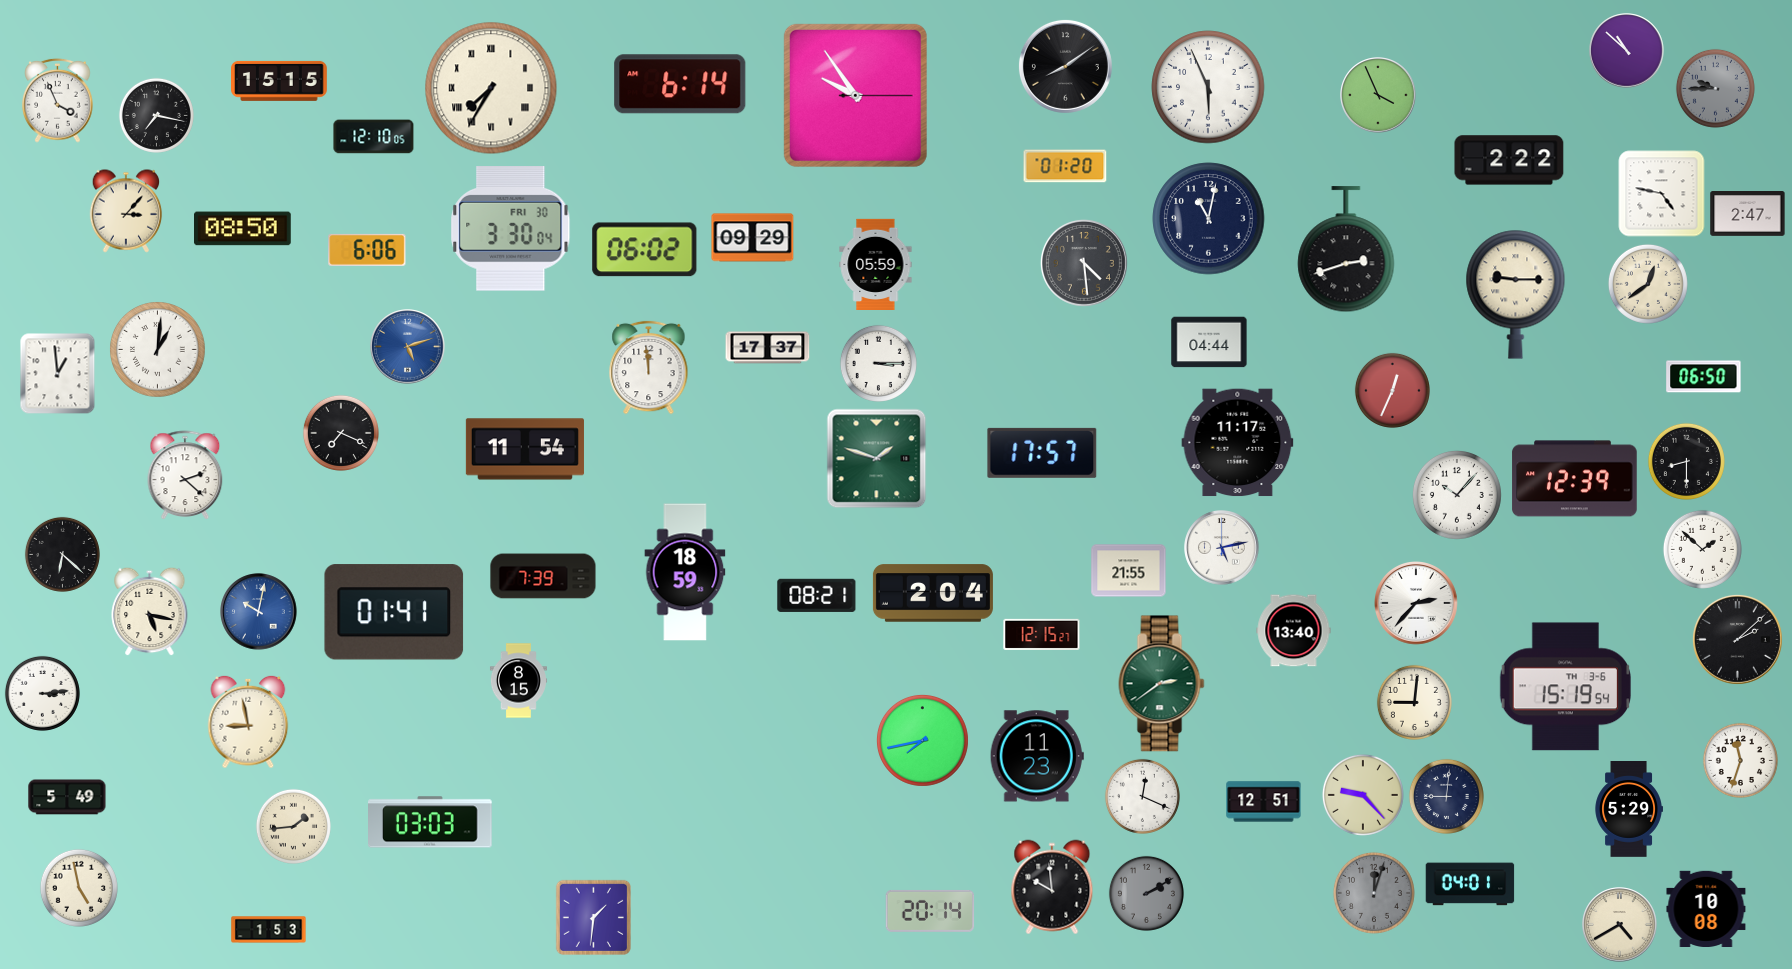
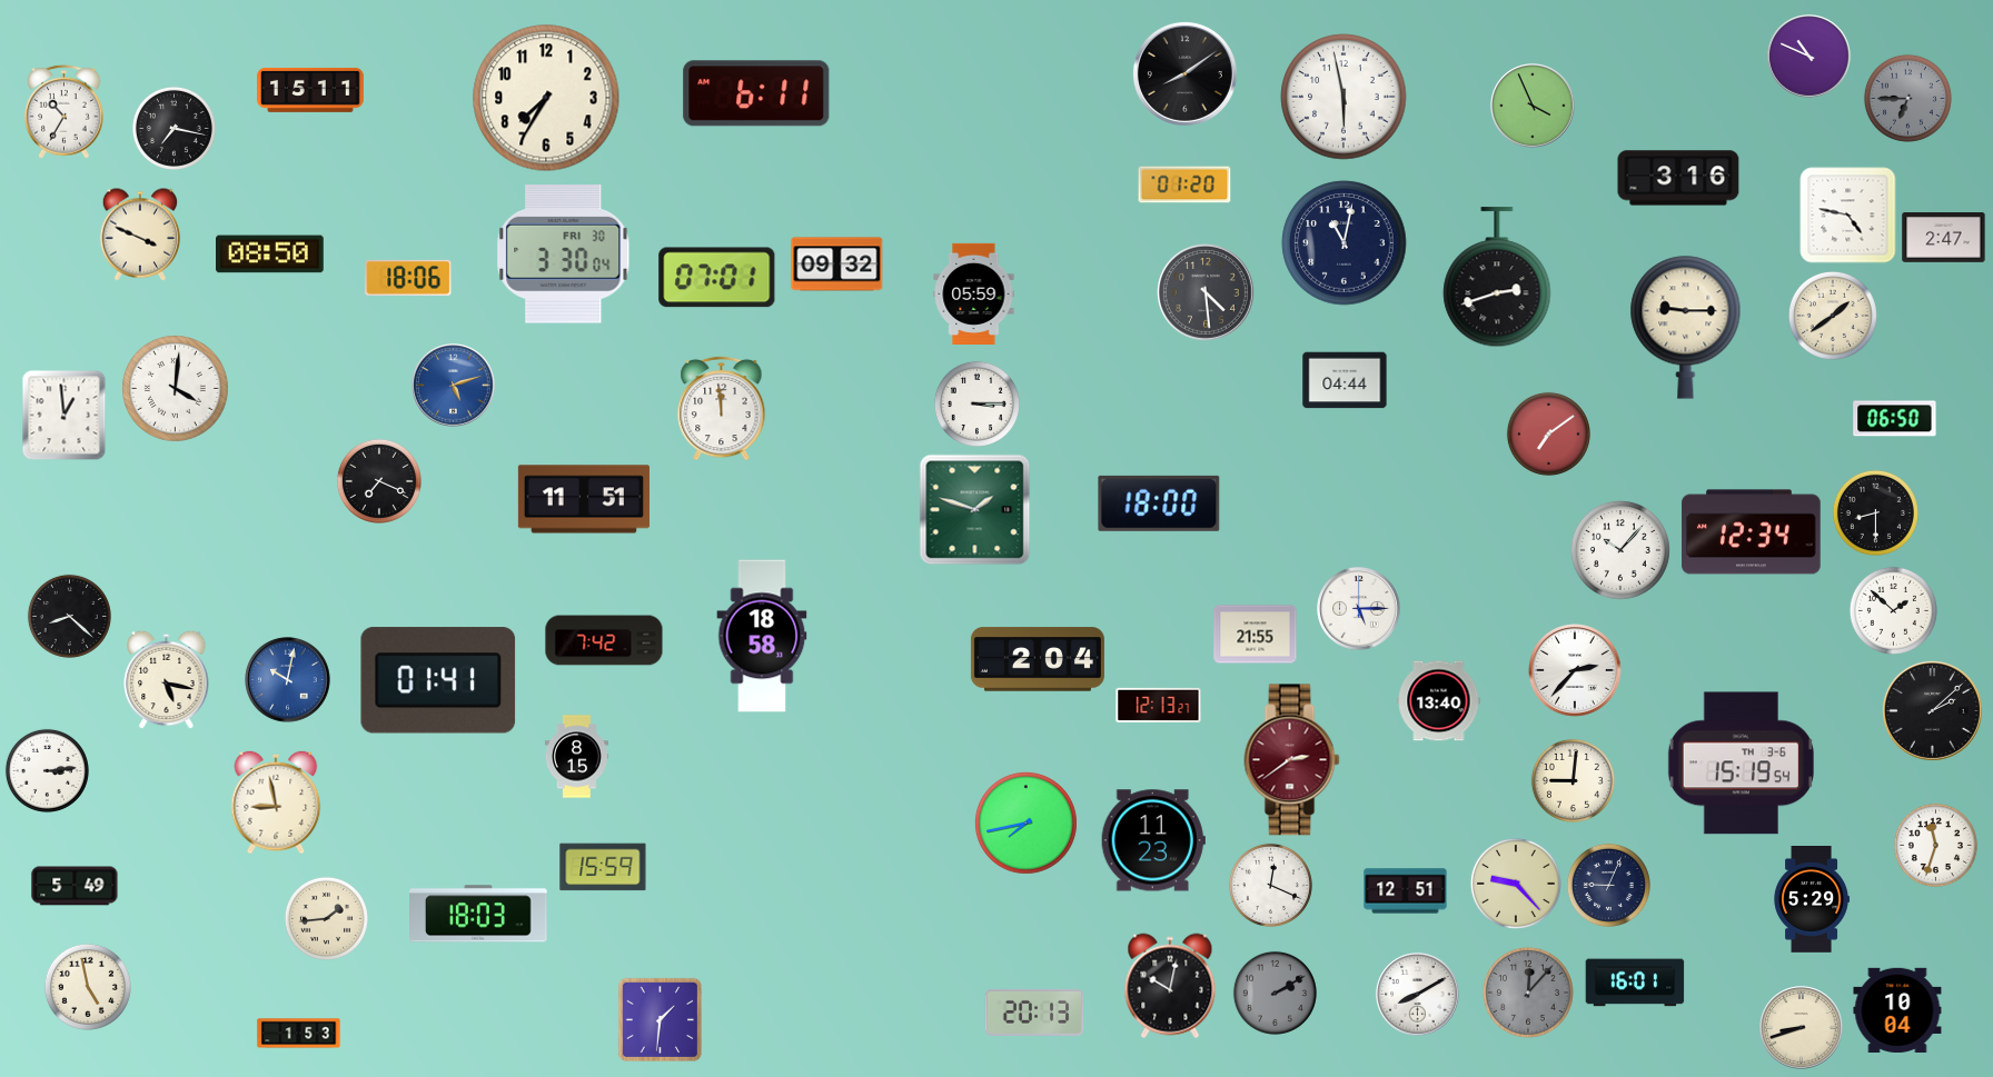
clock at (1627, 51): 10:52 -> 10:49
clock at (280, 81): 15:15 -> 15:11
clock at (680, 84): 6:14 -> 6:11
clock at (1208, 87): 5:56 -> 5:58
clock at (491, 88) numerals: Roman -> Arabic
clock at (1715, 88): 9:45 -> 6:45
clock at (855, 95): 9:54 -> none
clock at (58, 100): 3:56 -> 10:35
clock at (374, 137): 12:10 -> none
clock at (1509, 160): 2:22 -> 3:16
clock at (126, 211): 3:07 -> 3:49
clock at (511, 229) position: (511, 229) -> (564, 255)
clock at (753, 238): 09:29 -> 09:32
clock at (367, 250): 6:06 -> 18:06
clock at (645, 250): 06:02 -> 07:01
clock at (1648, 284): 12:39 -> 1:39
clock at (768, 348): 17:37 -> none
clock at (158, 350): 1:01 -> 4:01
clock at (1392, 390): 12:34 -> 7:09
clock at (1238, 443): 11:17 -> none
clock at (525, 449): 11:54 -> 11:51
clock at (1042, 453): 17:57 -> 18:00
clock at (185, 475): 2:22 -> none
clock at (1575, 479): 12:39 -> 12:34
clock at (1222, 548): 5:13 -> 5:15
clock at (62, 554): 6:22 -> 8:22
clock at (685, 572): 18:59 -> 18:58
clock at (543, 576): 7:39 -> 7:42
clock at (817, 595): 08:21 -> none
clock at (1042, 634): 12:15 -> 12:13
clock at (1162, 684) dial: green -> burgundy
clock at (603, 867): none -> 15:59
clock at (1446, 796): 9:01 -> 9:04
clock at (431, 822): 03:03 -> 18:03
clock at (1470, 884): 04:01 -> 16:01
clock at (1052, 887): 9:59 -> 10:02
clock at (1374, 893): 12:03 -> 12:07
clock at (1418, 995): none -> 8:10
clock at (1706, 908): 10:08 -> 10:04
clock at (930, 911): 20:14 -> 20:13
clock at (1620, 925): 4:40 -> 8:42
